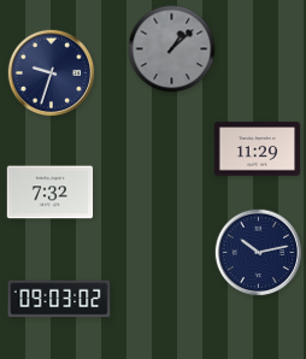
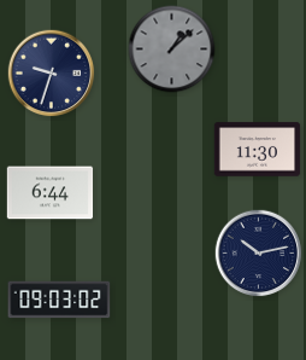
clock at (258, 149): 11:29 -> 11:30
clock at (51, 193): 7:32 -> 6:44
